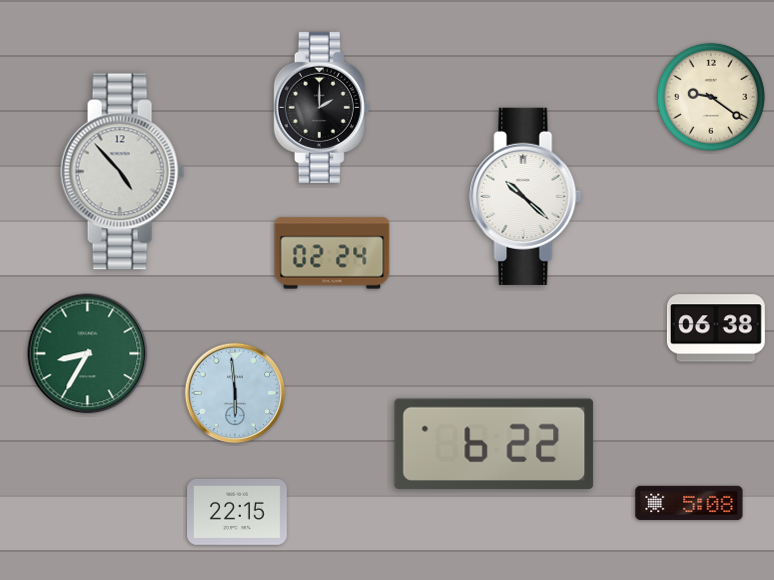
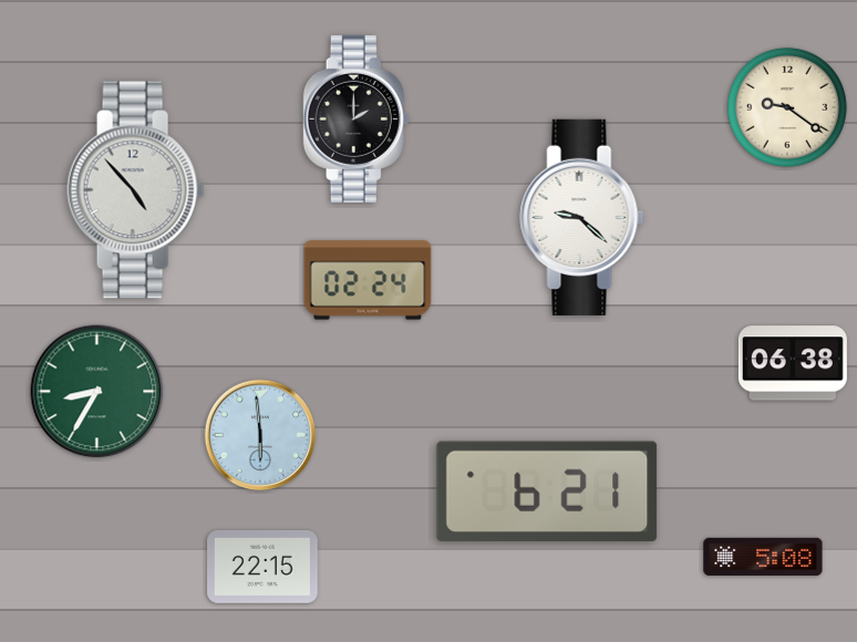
clock at (526, 196): 10:22 -> 9:22
clock at (494, 444): 6:22 -> 6:21
